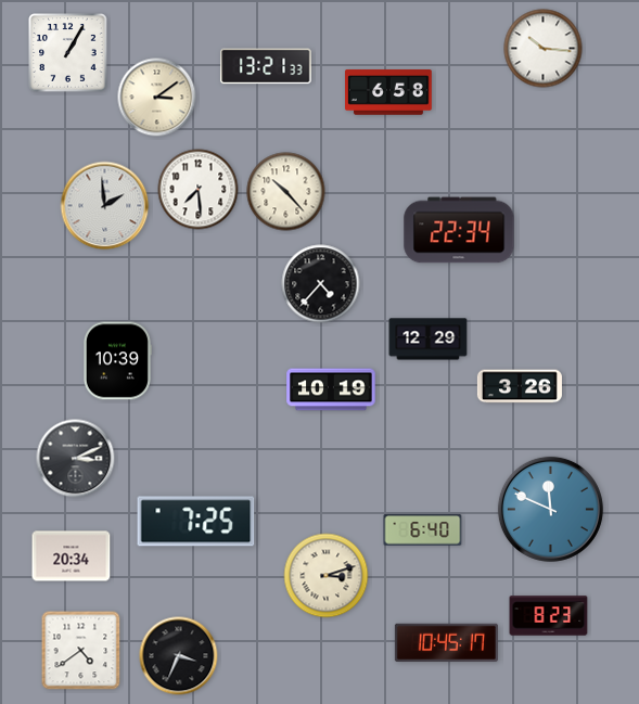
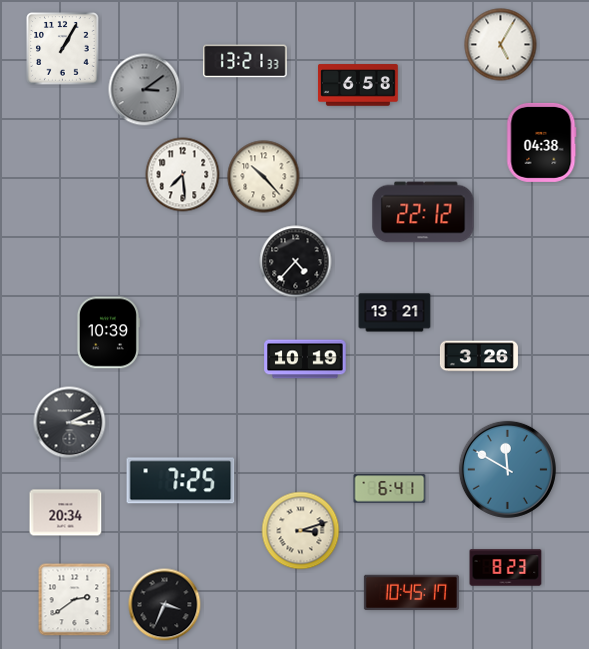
clock at (544, 49): 10:16 -> 5:05
clock at (157, 98) dial: cream -> grey
clock at (542, 142): none -> 04:38
clock at (105, 206): 1:59 -> none
clock at (459, 230): 22:34 -> 22:12
clock at (429, 340): 12:29 -> 13:21
clock at (550, 509): 11:49 -> 11:50
clock at (423, 530): 6:40 -> 6:41
clock at (81, 651): 4:39 -> 2:39
